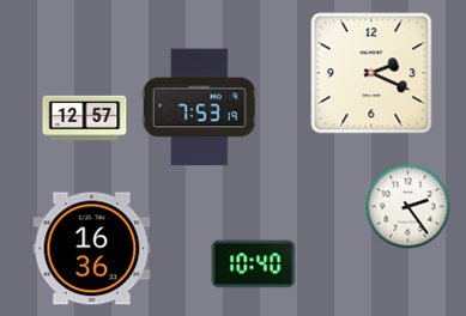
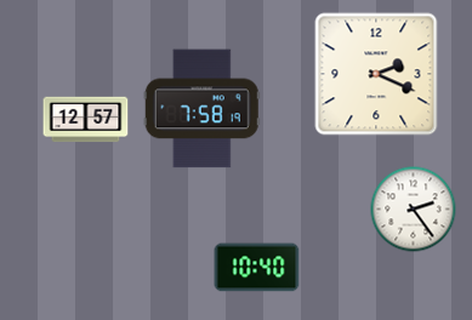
clock at (199, 108): 7:53 -> 7:58
clock at (92, 249): 16:36 -> none
